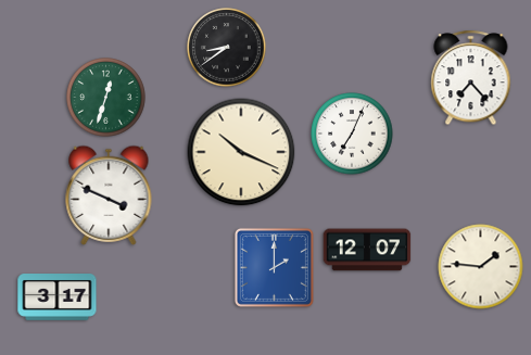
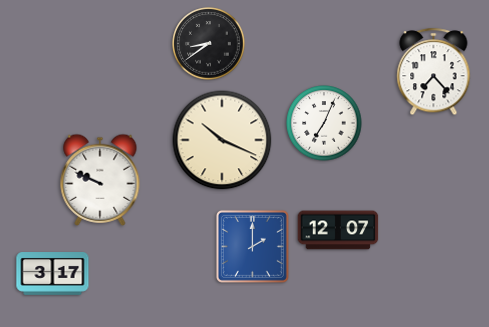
clock at (106, 98): 12:33 -> none
clock at (109, 195): 3:49 -> 9:49
clock at (481, 267): 1:46 -> none
